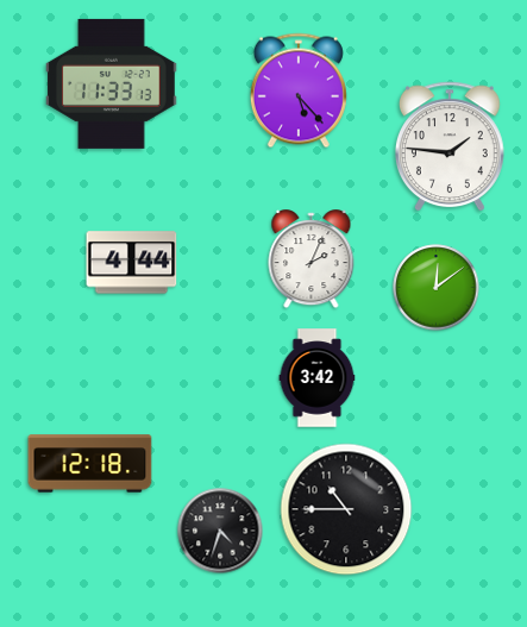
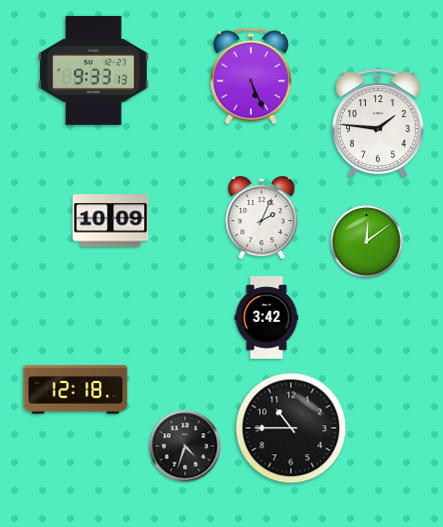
clock at (112, 83): 11:33 -> 9:33
clock at (299, 90): 5:23 -> 5:26
clock at (132, 263): 4:44 -> 10:09
